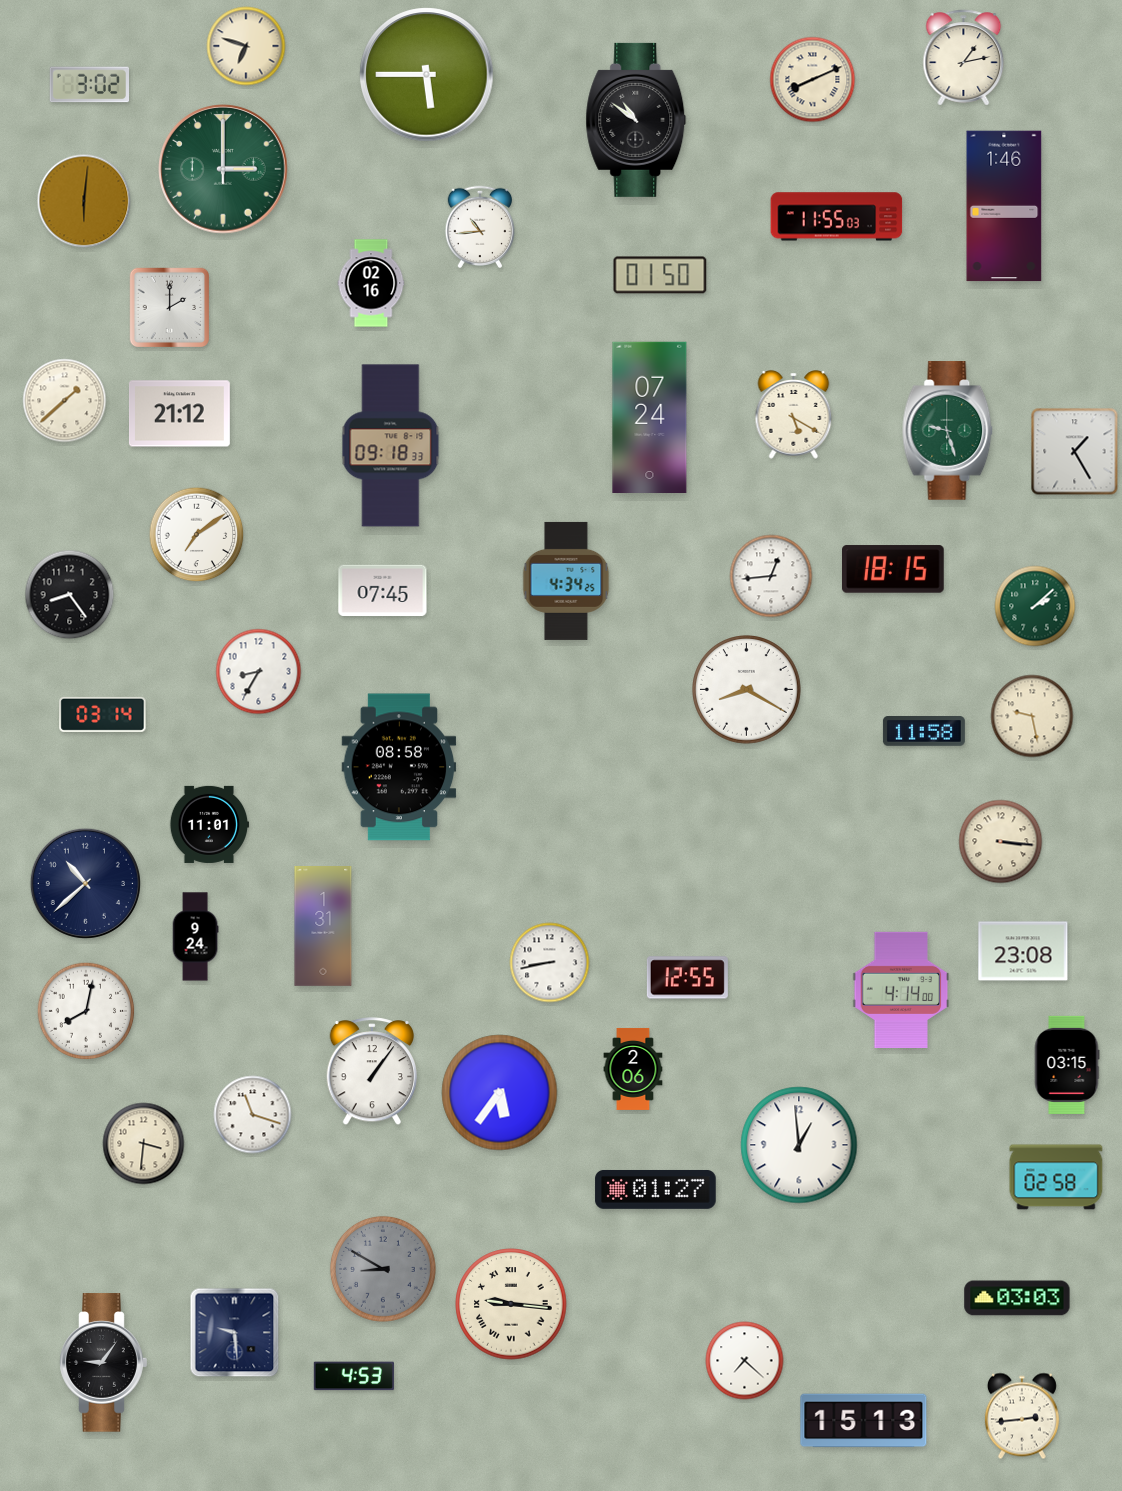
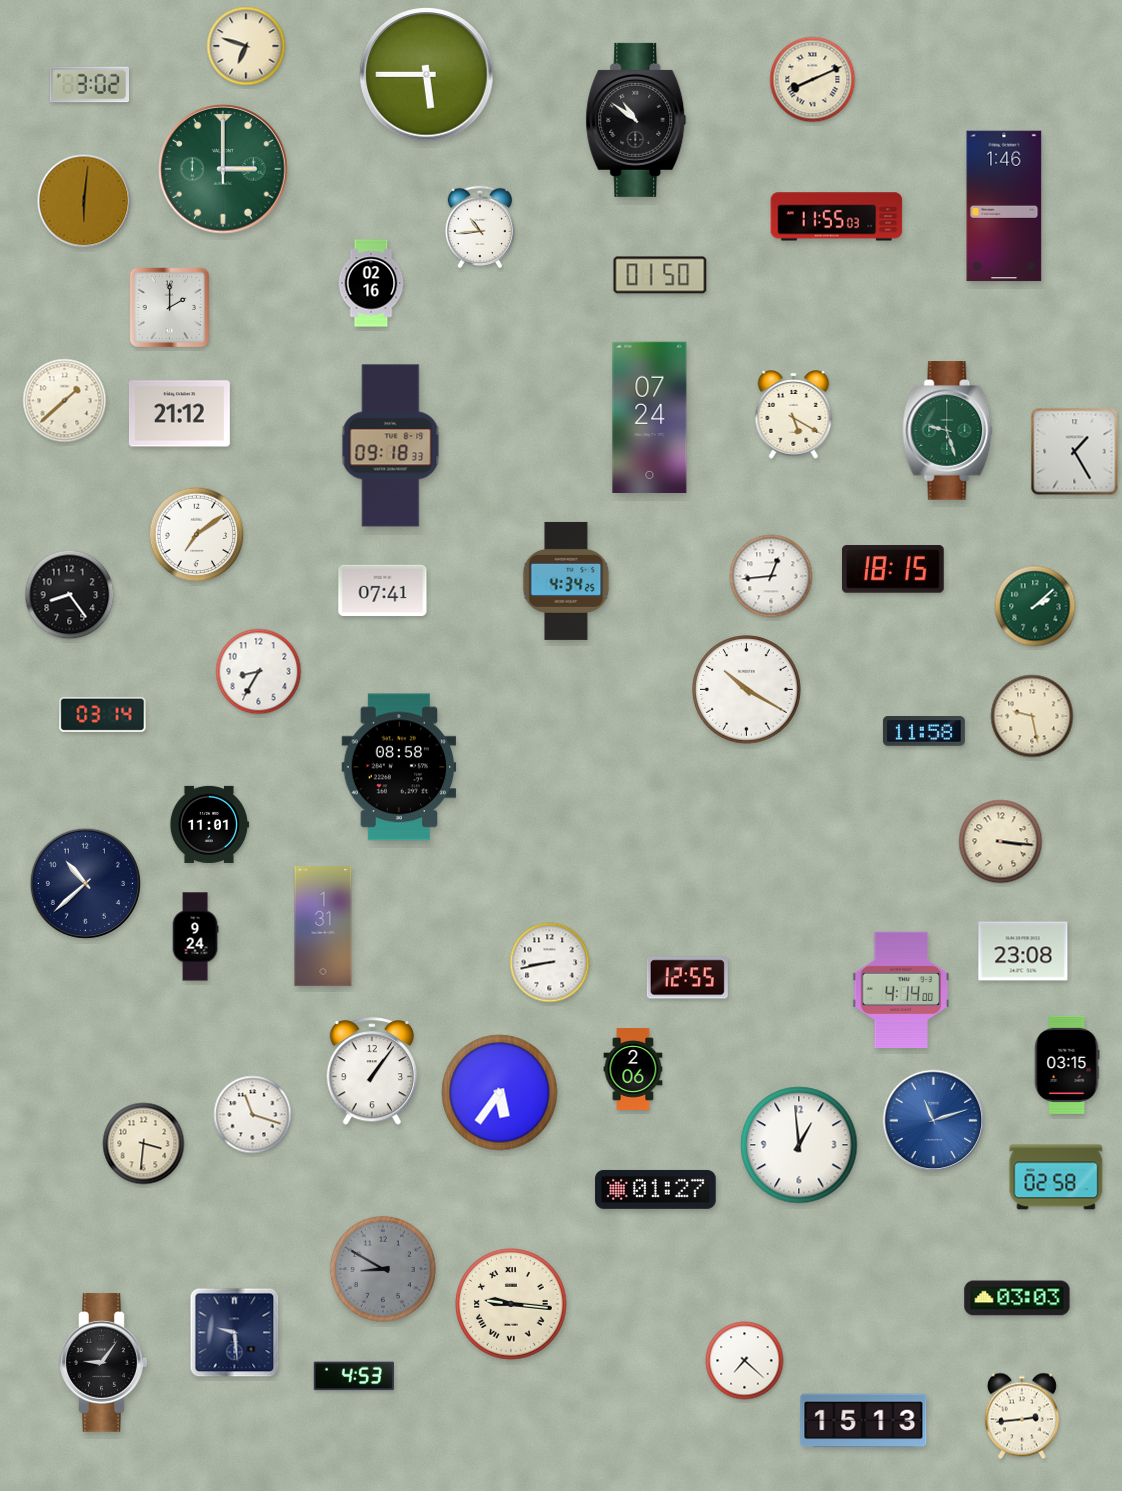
clock at (964, 58): 1:13 -> none
clock at (383, 591): 07:45 -> 07:41
clock at (747, 690): 8:20 -> 10:20
clock at (86, 1011): 8:02 -> none
clock at (934, 1121): none -> 11:12
